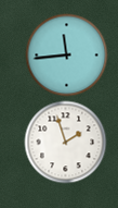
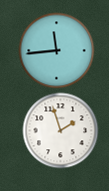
clock at (67, 56) position: (67, 56) -> (57, 51)
